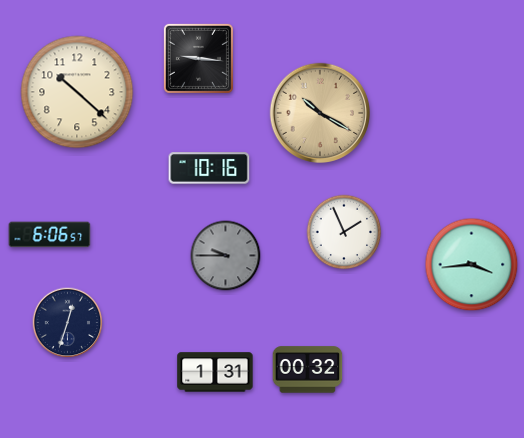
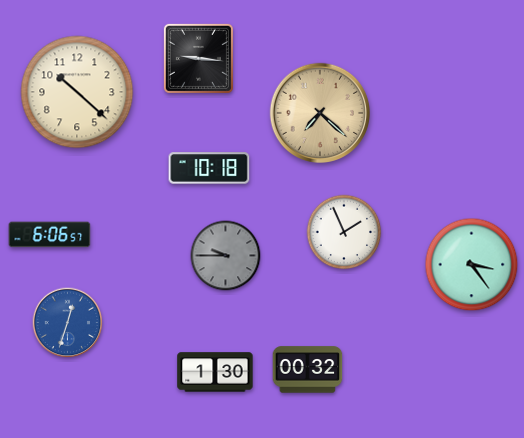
clock at (319, 112): 10:20 -> 7:22
clock at (209, 168): 10:16 -> 10:18
clock at (472, 265): 3:44 -> 3:24
clock at (68, 323) dial: navy -> blue
clock at (215, 372): 1:31 -> 1:30
